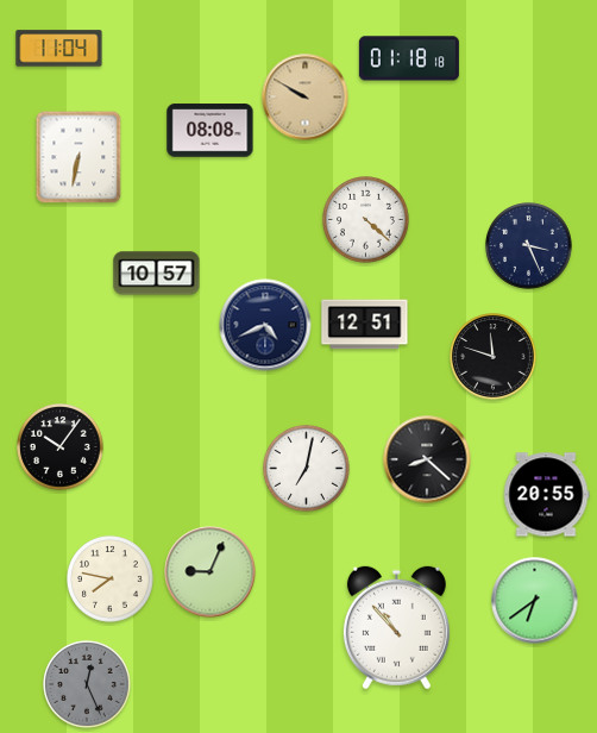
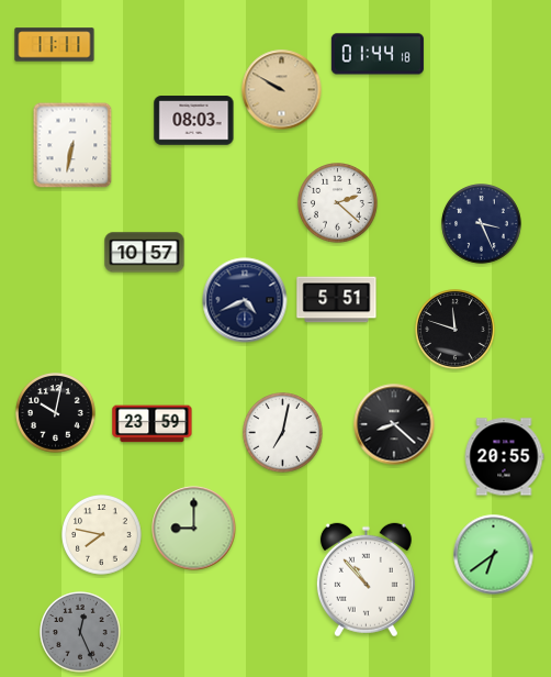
clock at (59, 49): 11:04 -> 11:11
clock at (409, 58): 01:18 -> 01:44
clock at (210, 131): 08:08 -> 08:03
clock at (366, 220): 4:22 -> 2:22
clock at (529, 246) position: (529, 246) -> (482, 224)
clock at (365, 325): 12:51 -> 5:51
clock at (61, 447): 10:06 -> 10:02
clock at (153, 424): none -> 23:59
clock at (210, 572): 9:04 -> 9:00
